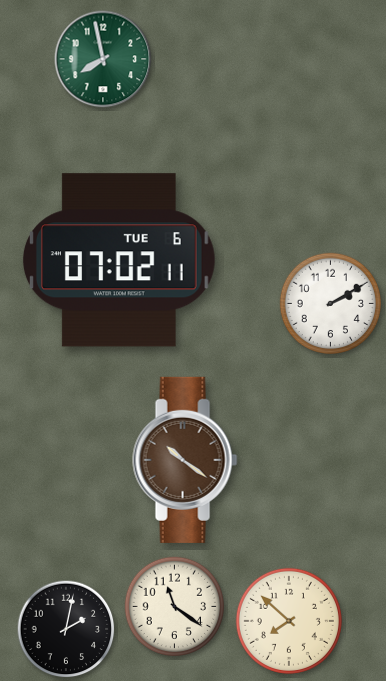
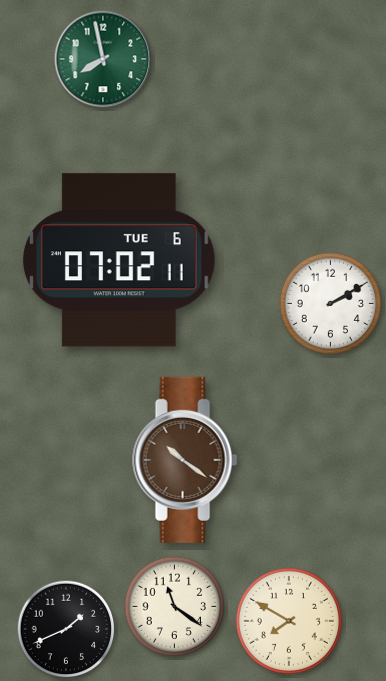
clock at (289, 621): 7:52 -> 7:50
clock at (66, 629): 2:02 -> 1:41
